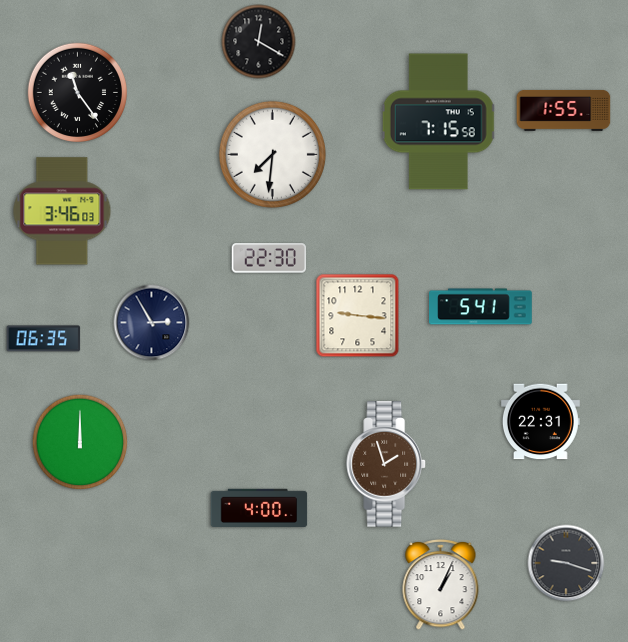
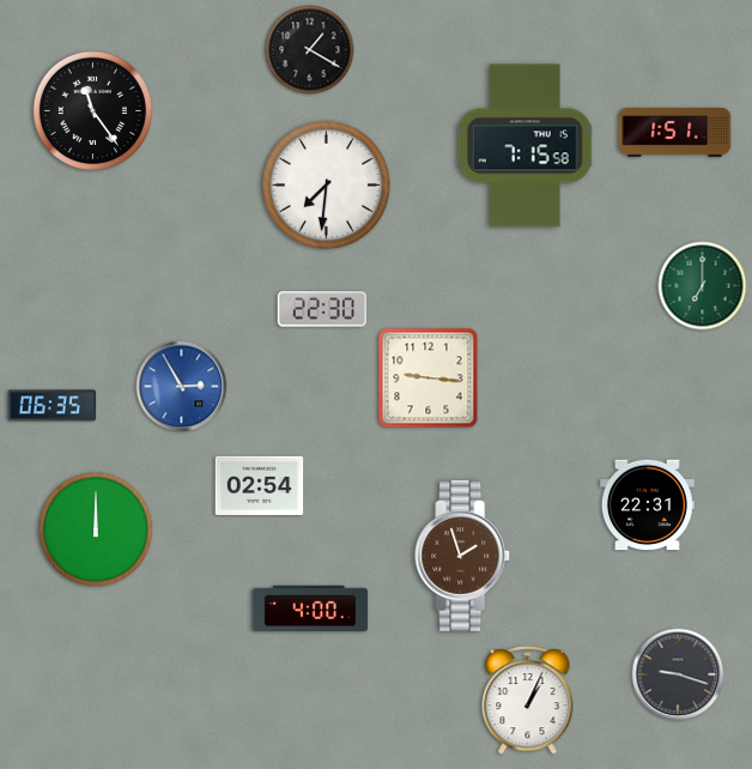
clock at (259, 42): 12:20 -> 1:20
clock at (564, 110): 1:55 -> 1:51
clock at (62, 211): 3:46 -> none
clock at (703, 286): none -> 7:00
clock at (481, 307): 5:41 -> none
clock at (152, 323) dial: navy -> blue
clock at (260, 485): none -> 02:54
